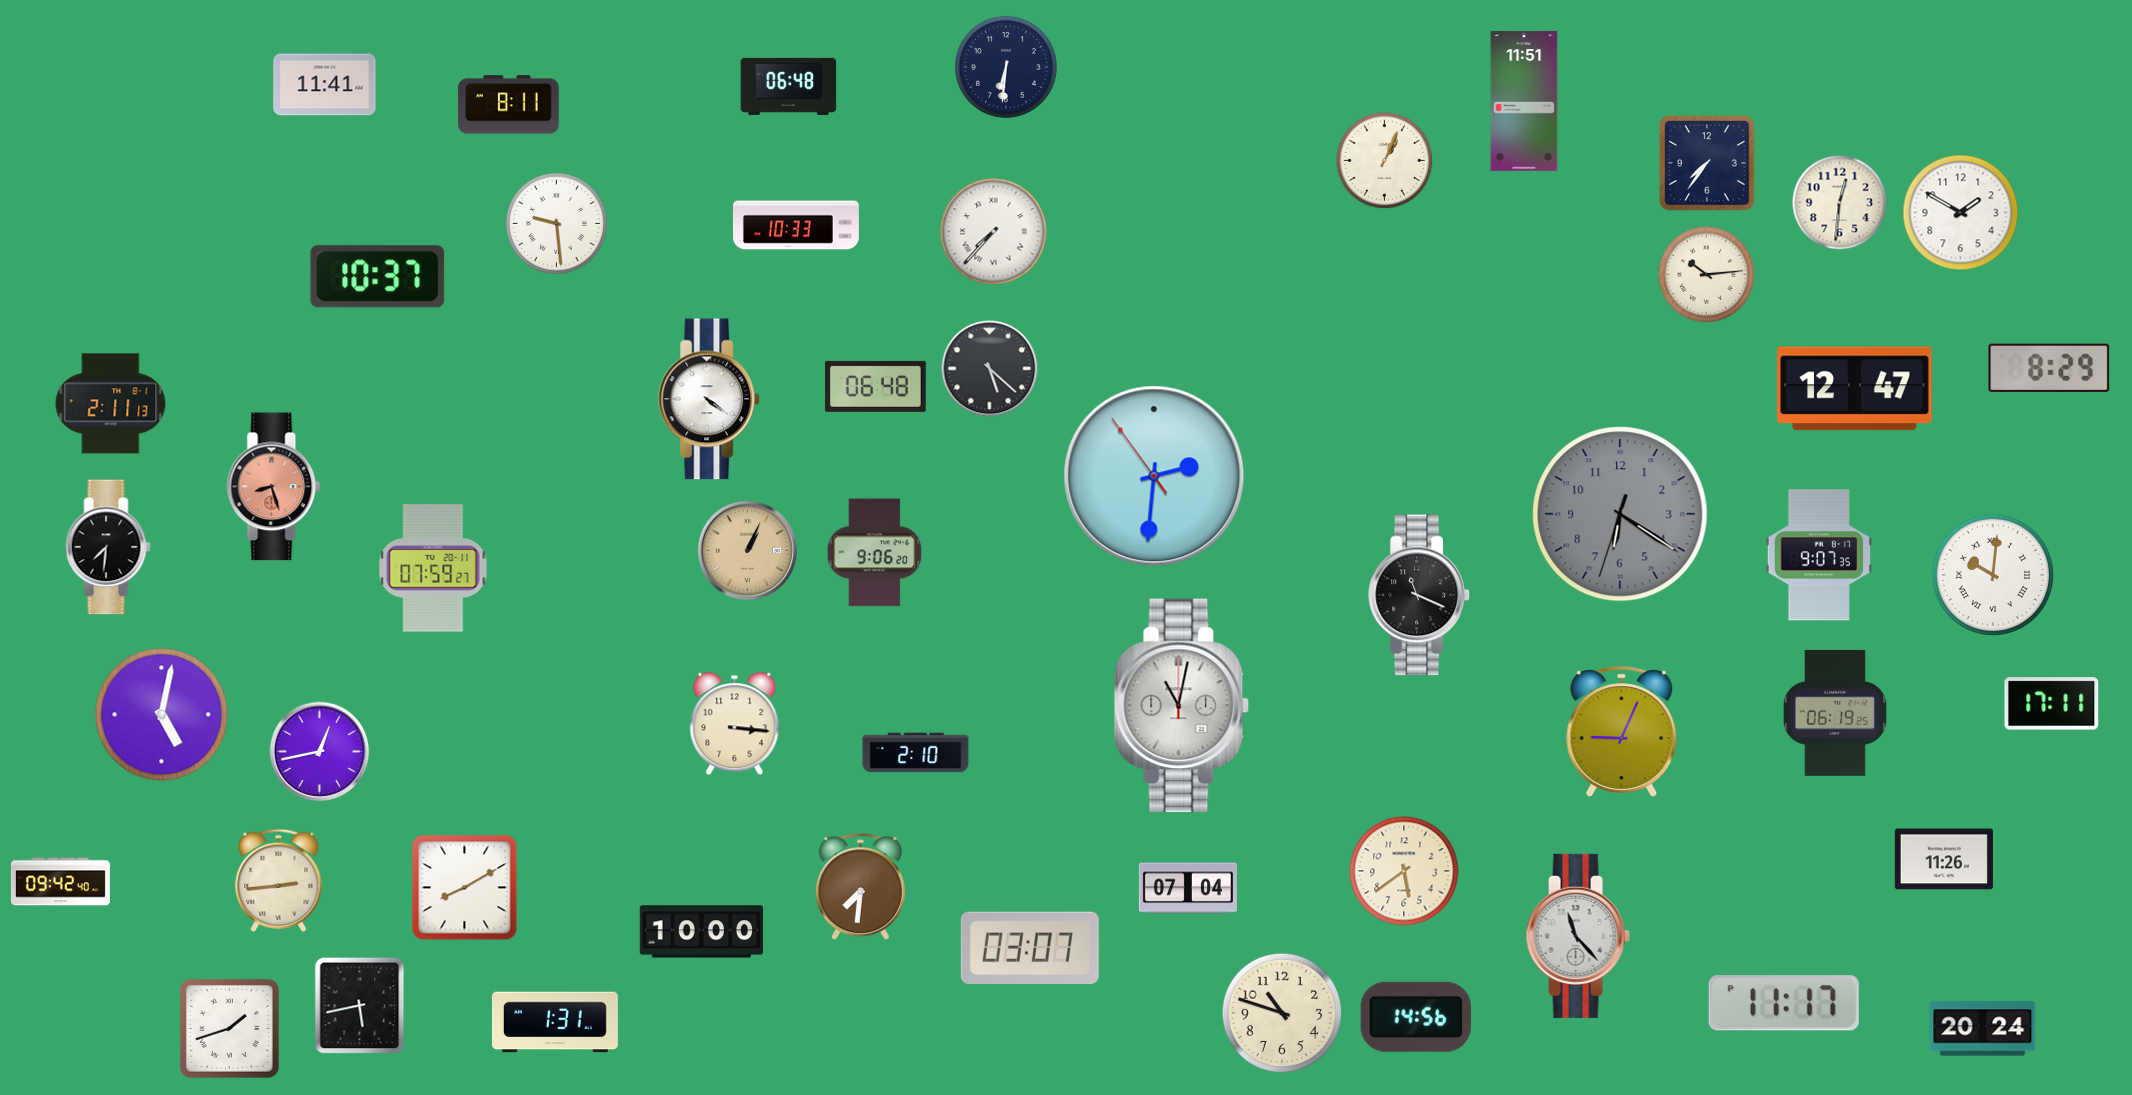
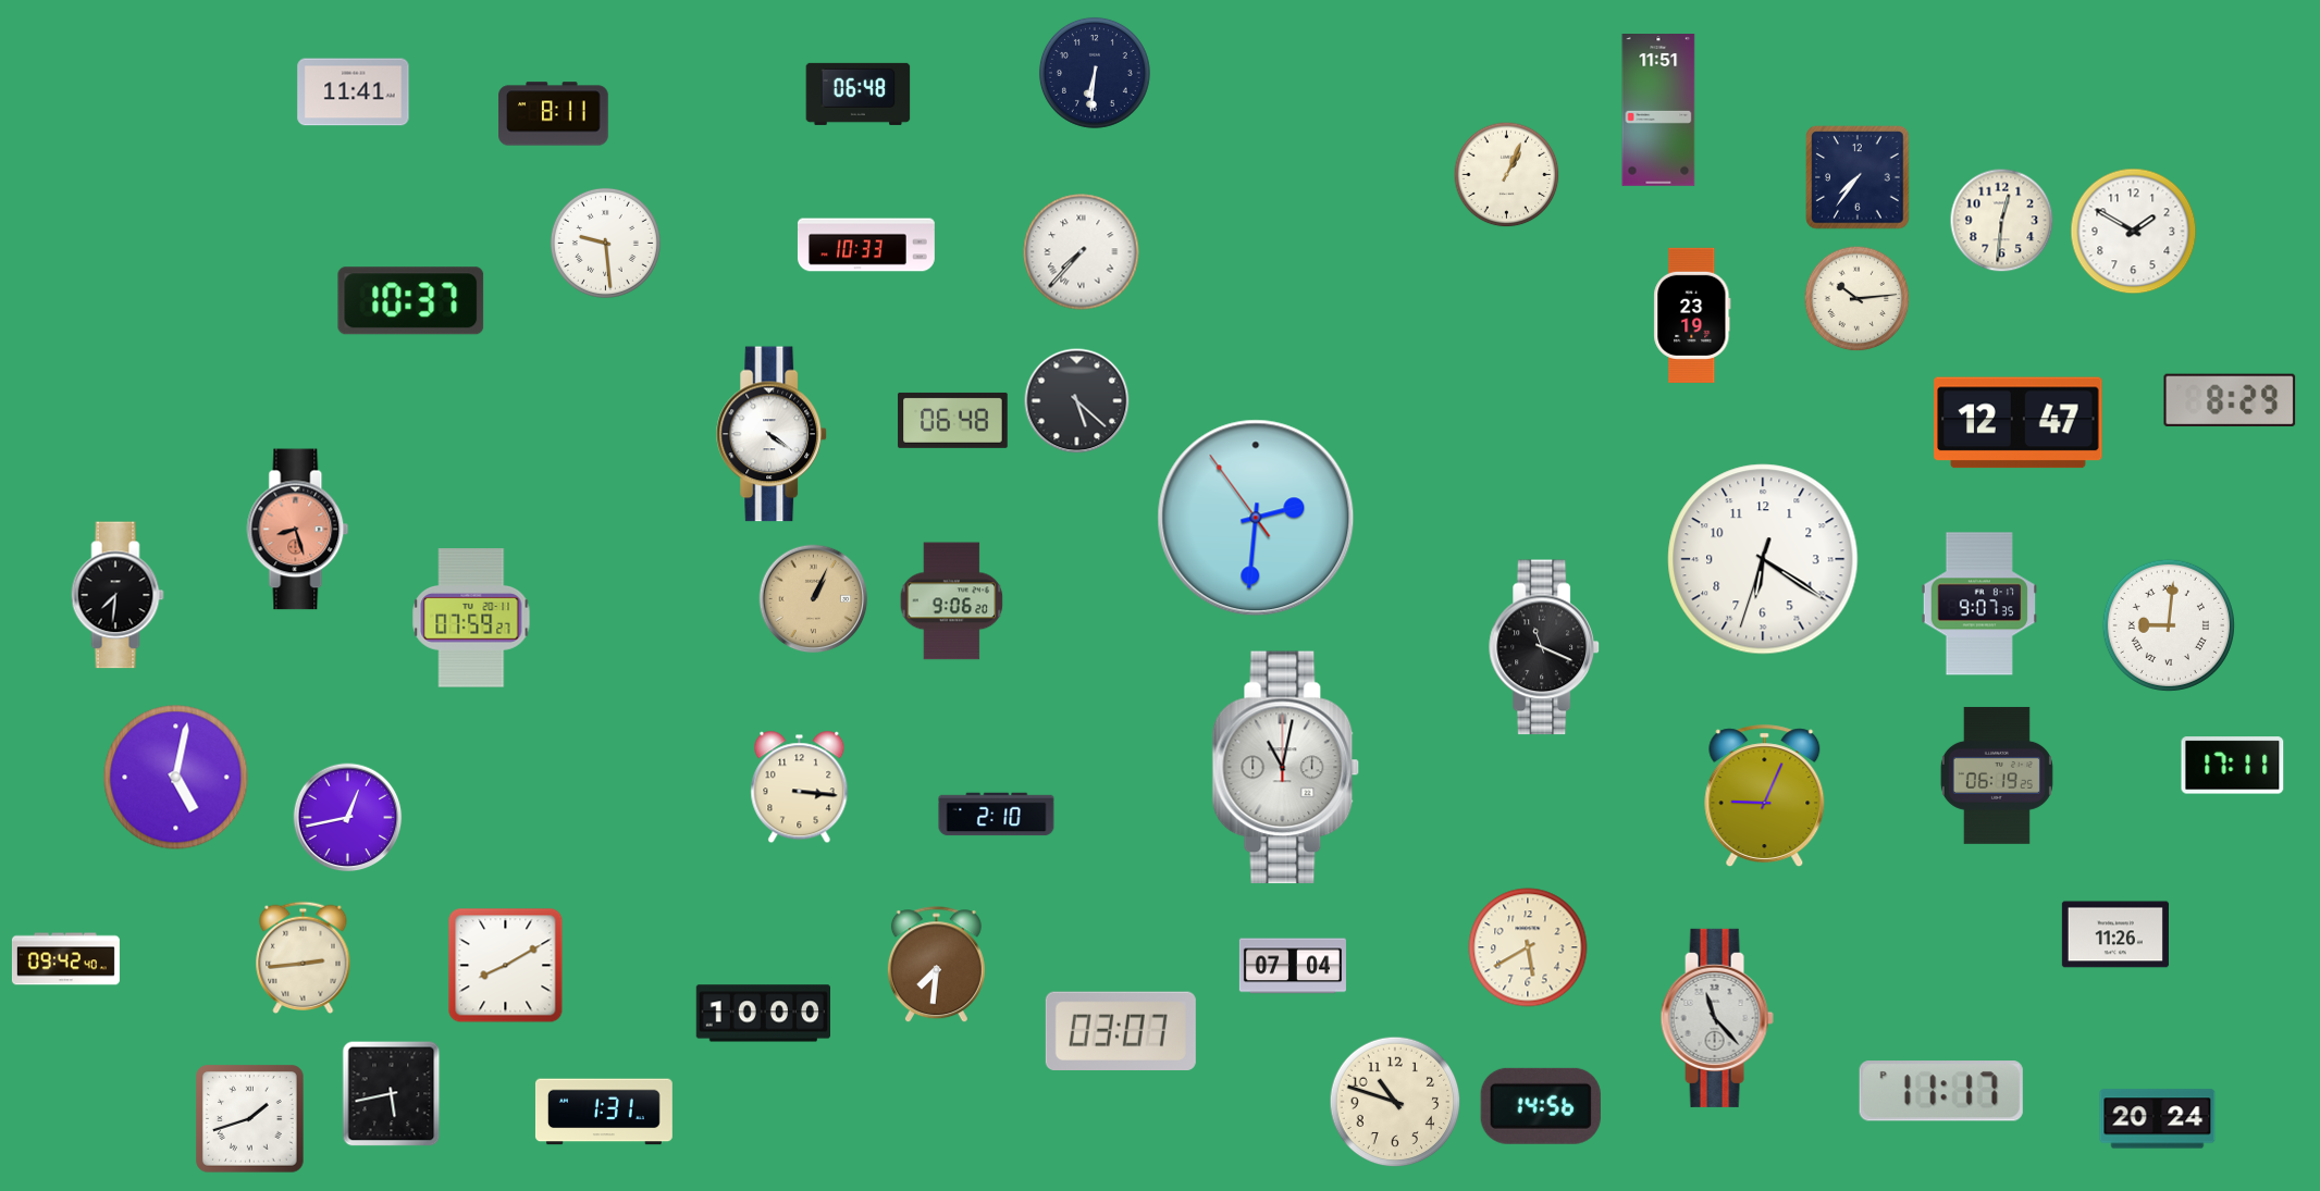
clock at (1692, 315): none -> 23:19
clock at (111, 404): 2:11 -> none
clock at (1620, 514) dial: grey -> white
clock at (1993, 575): 10:01 -> 9:01
clock at (916, 753) position: (916, 753) -> (997, 815)
clock at (1404, 871): 5:39 -> 5:40
